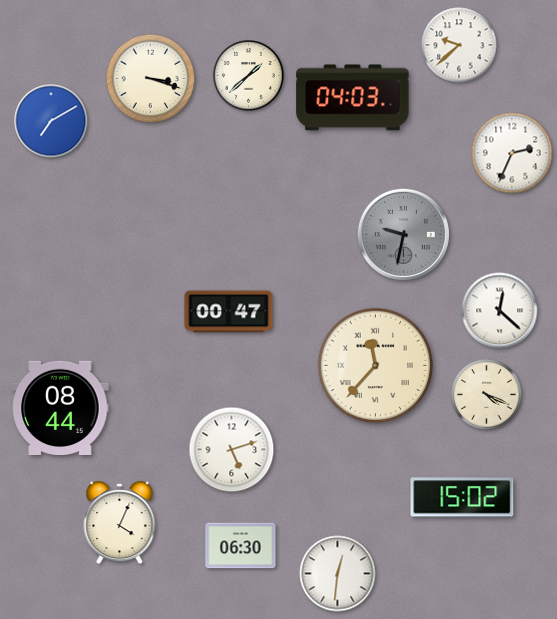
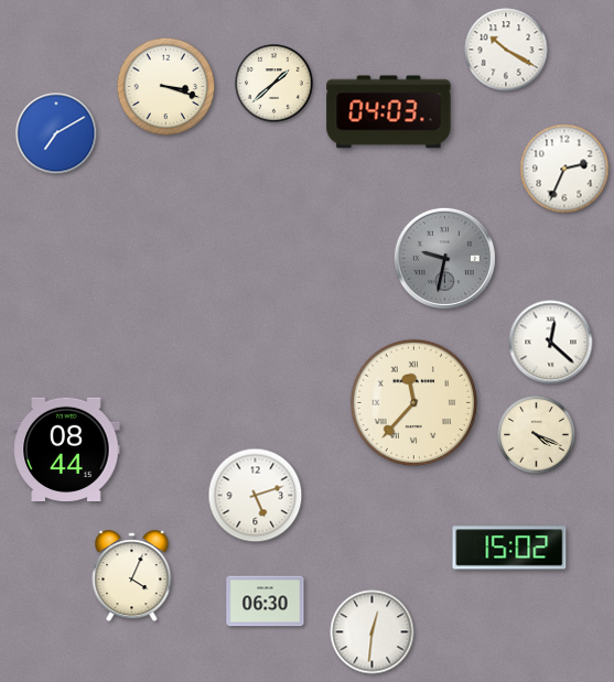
clock at (459, 45): 9:38 -> 10:20
clock at (353, 98) position: (353, 98) -> (389, 112)
clock at (229, 312): 00:47 -> none
